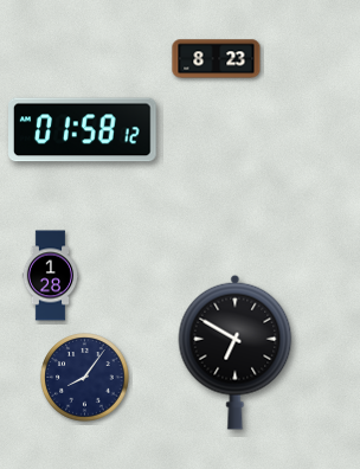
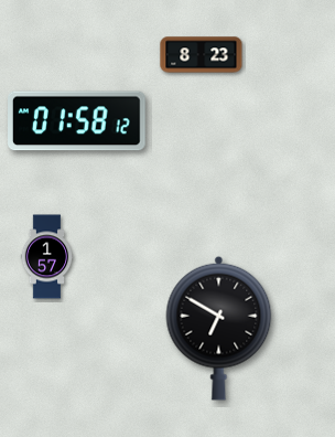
clock at (51, 276): 1:28 -> 1:57
clock at (85, 378): 8:06 -> none
